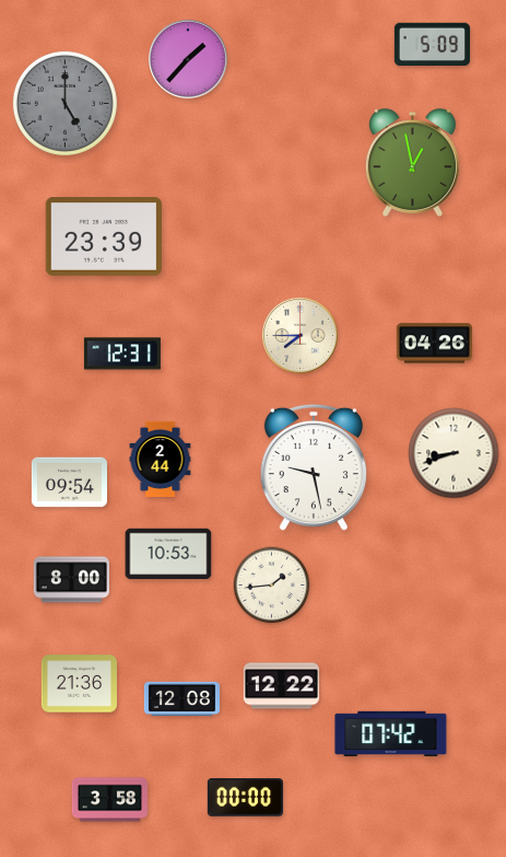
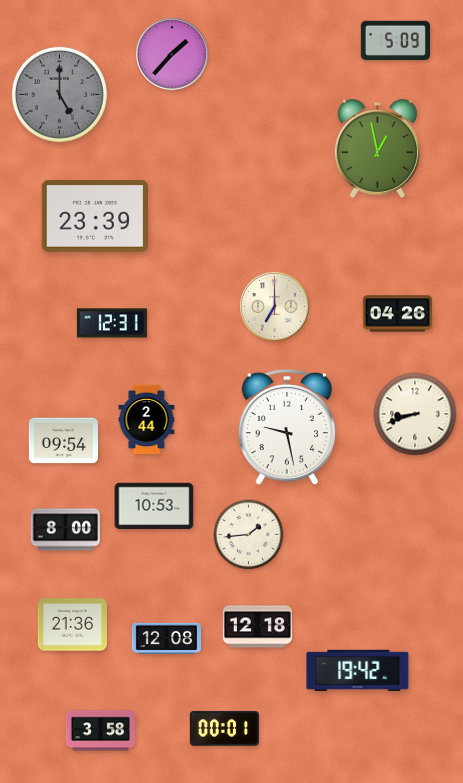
clock at (299, 335): 7:45 -> 7:00
clock at (281, 686): 12:22 -> 12:18
clock at (391, 734): 07:42 -> 19:42
clock at (245, 798): 00:00 -> 00:01
